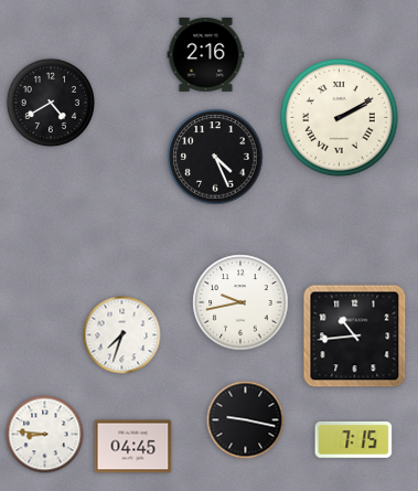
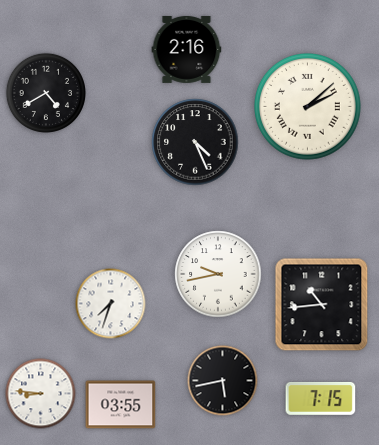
clock at (340, 118): 2:10 -> 2:08
clock at (246, 420): 9:17 -> 5:43
clock at (133, 447): 04:45 -> 03:55
